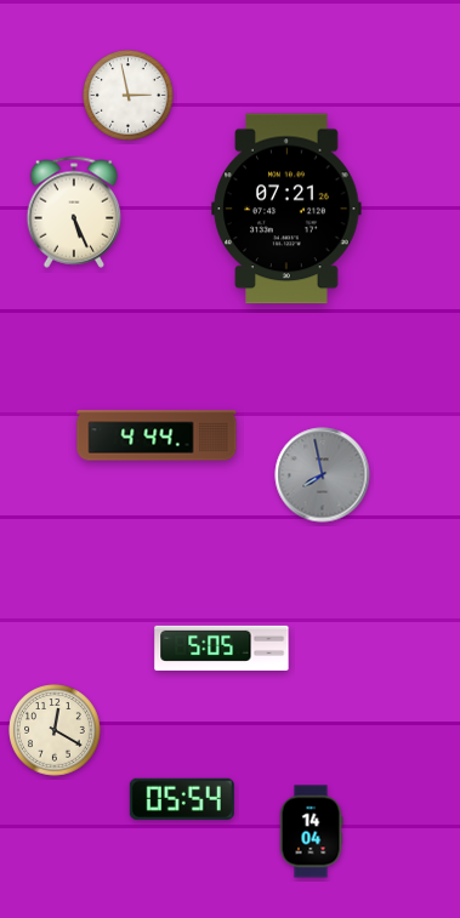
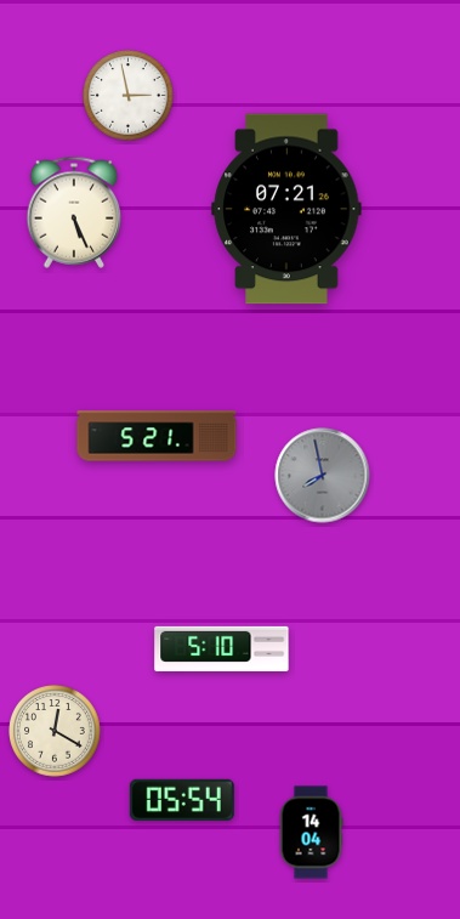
clock at (157, 435): 4:44 -> 5:21
clock at (222, 648): 5:05 -> 5:10
